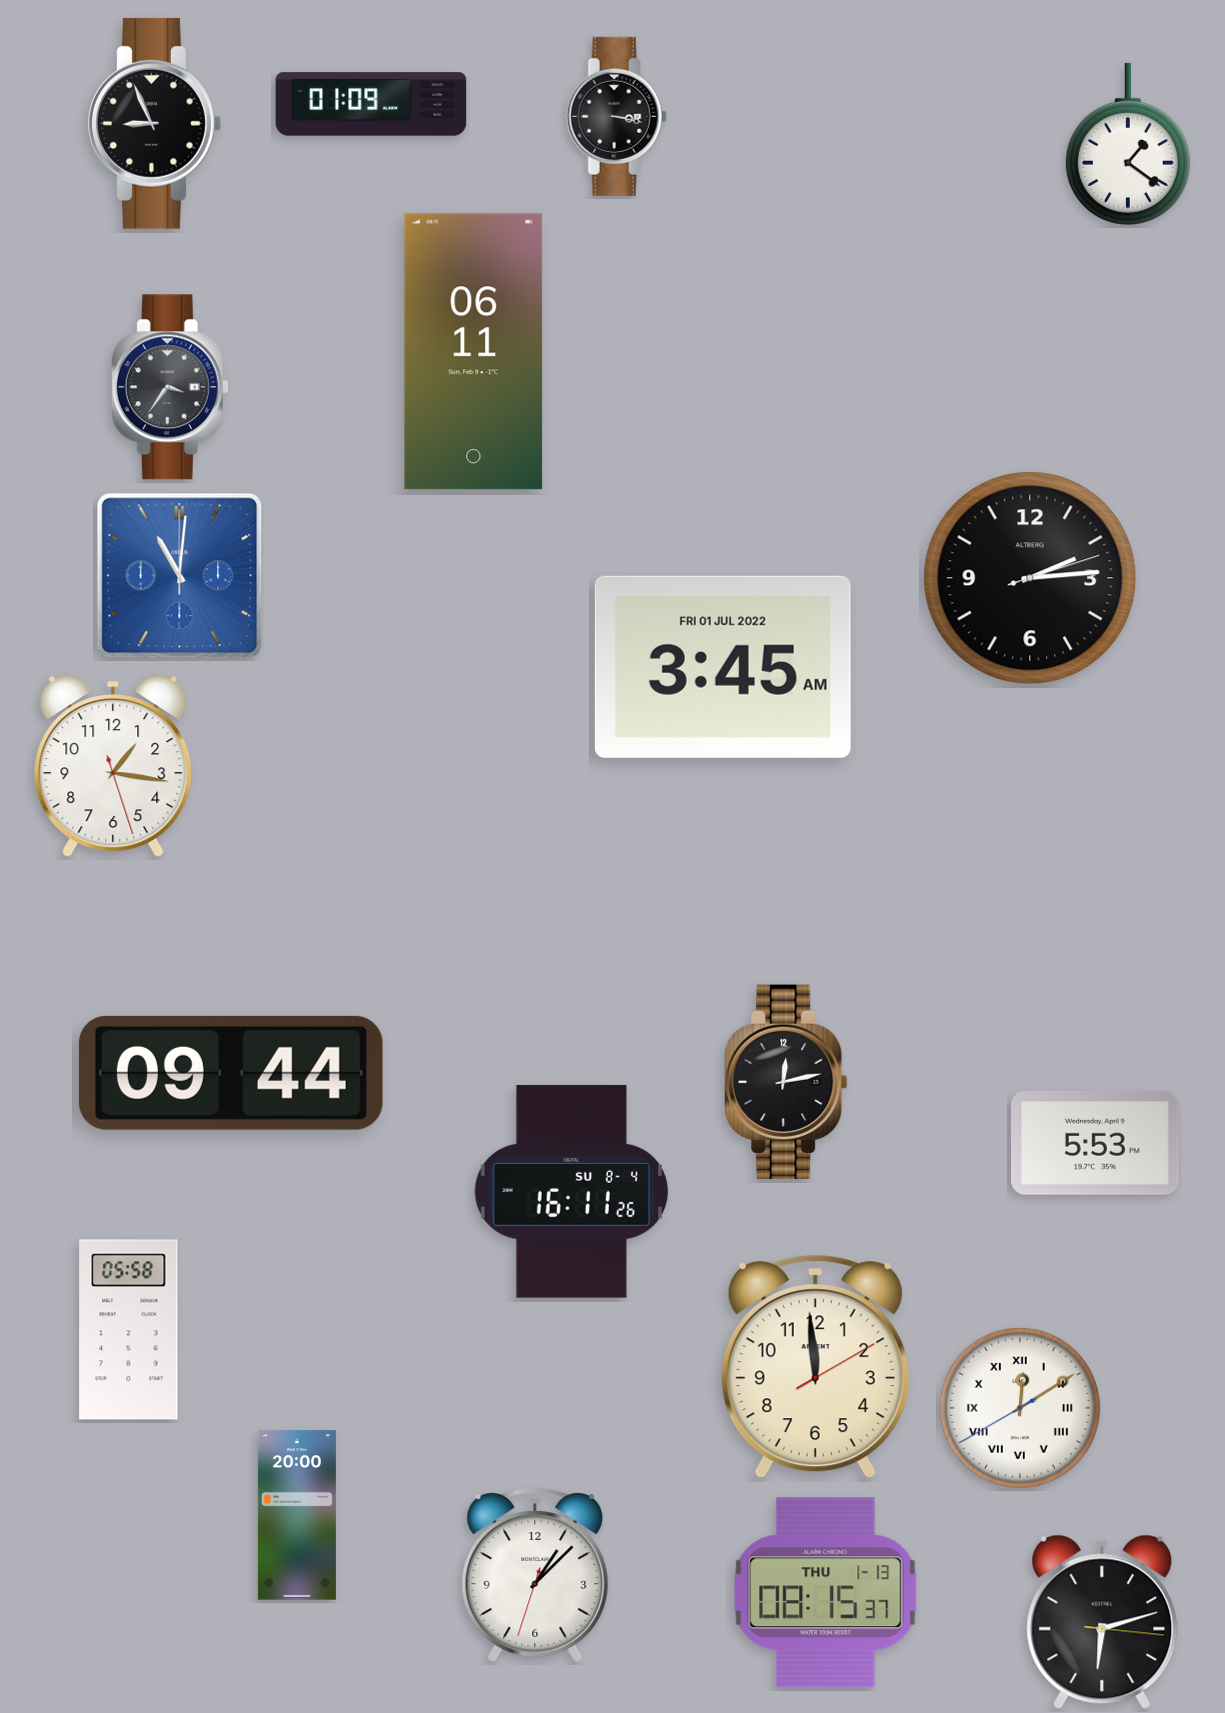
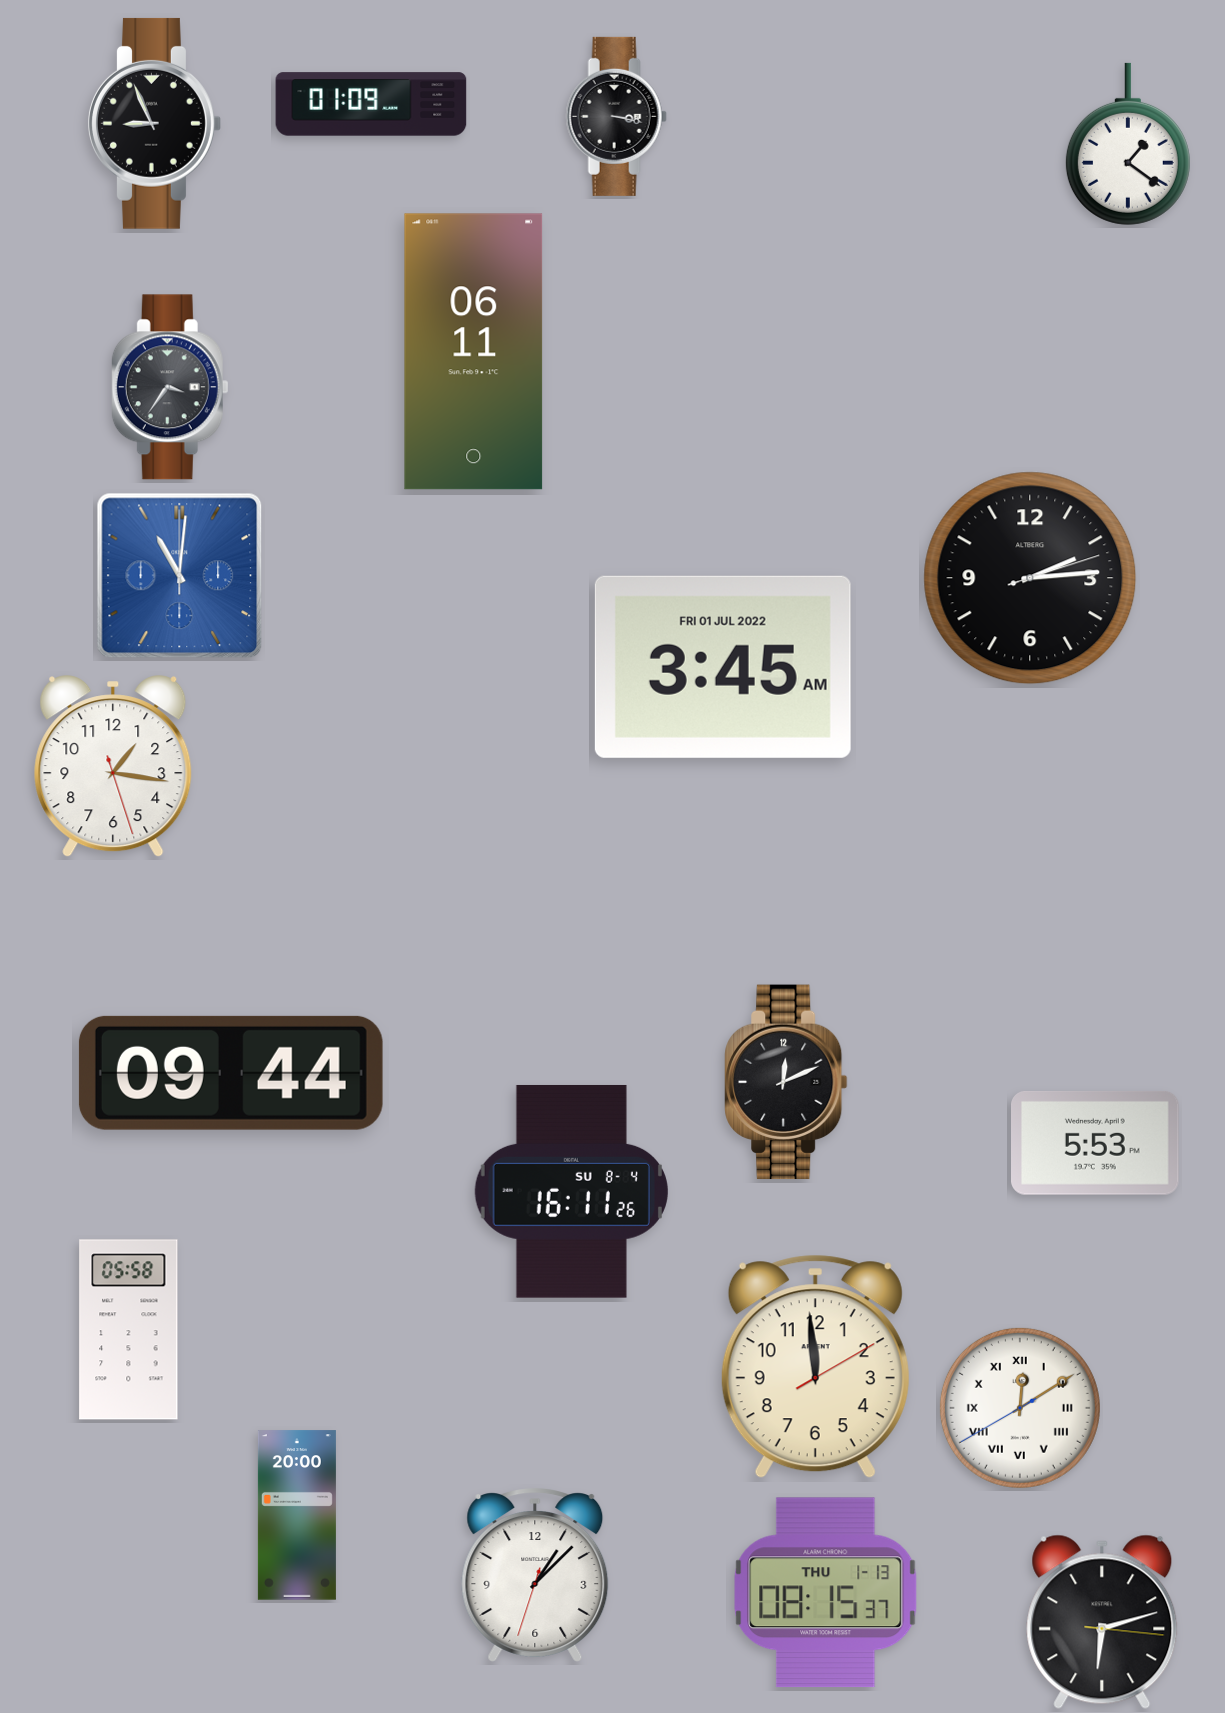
clock at (787, 1082): 12:13 -> 12:11
